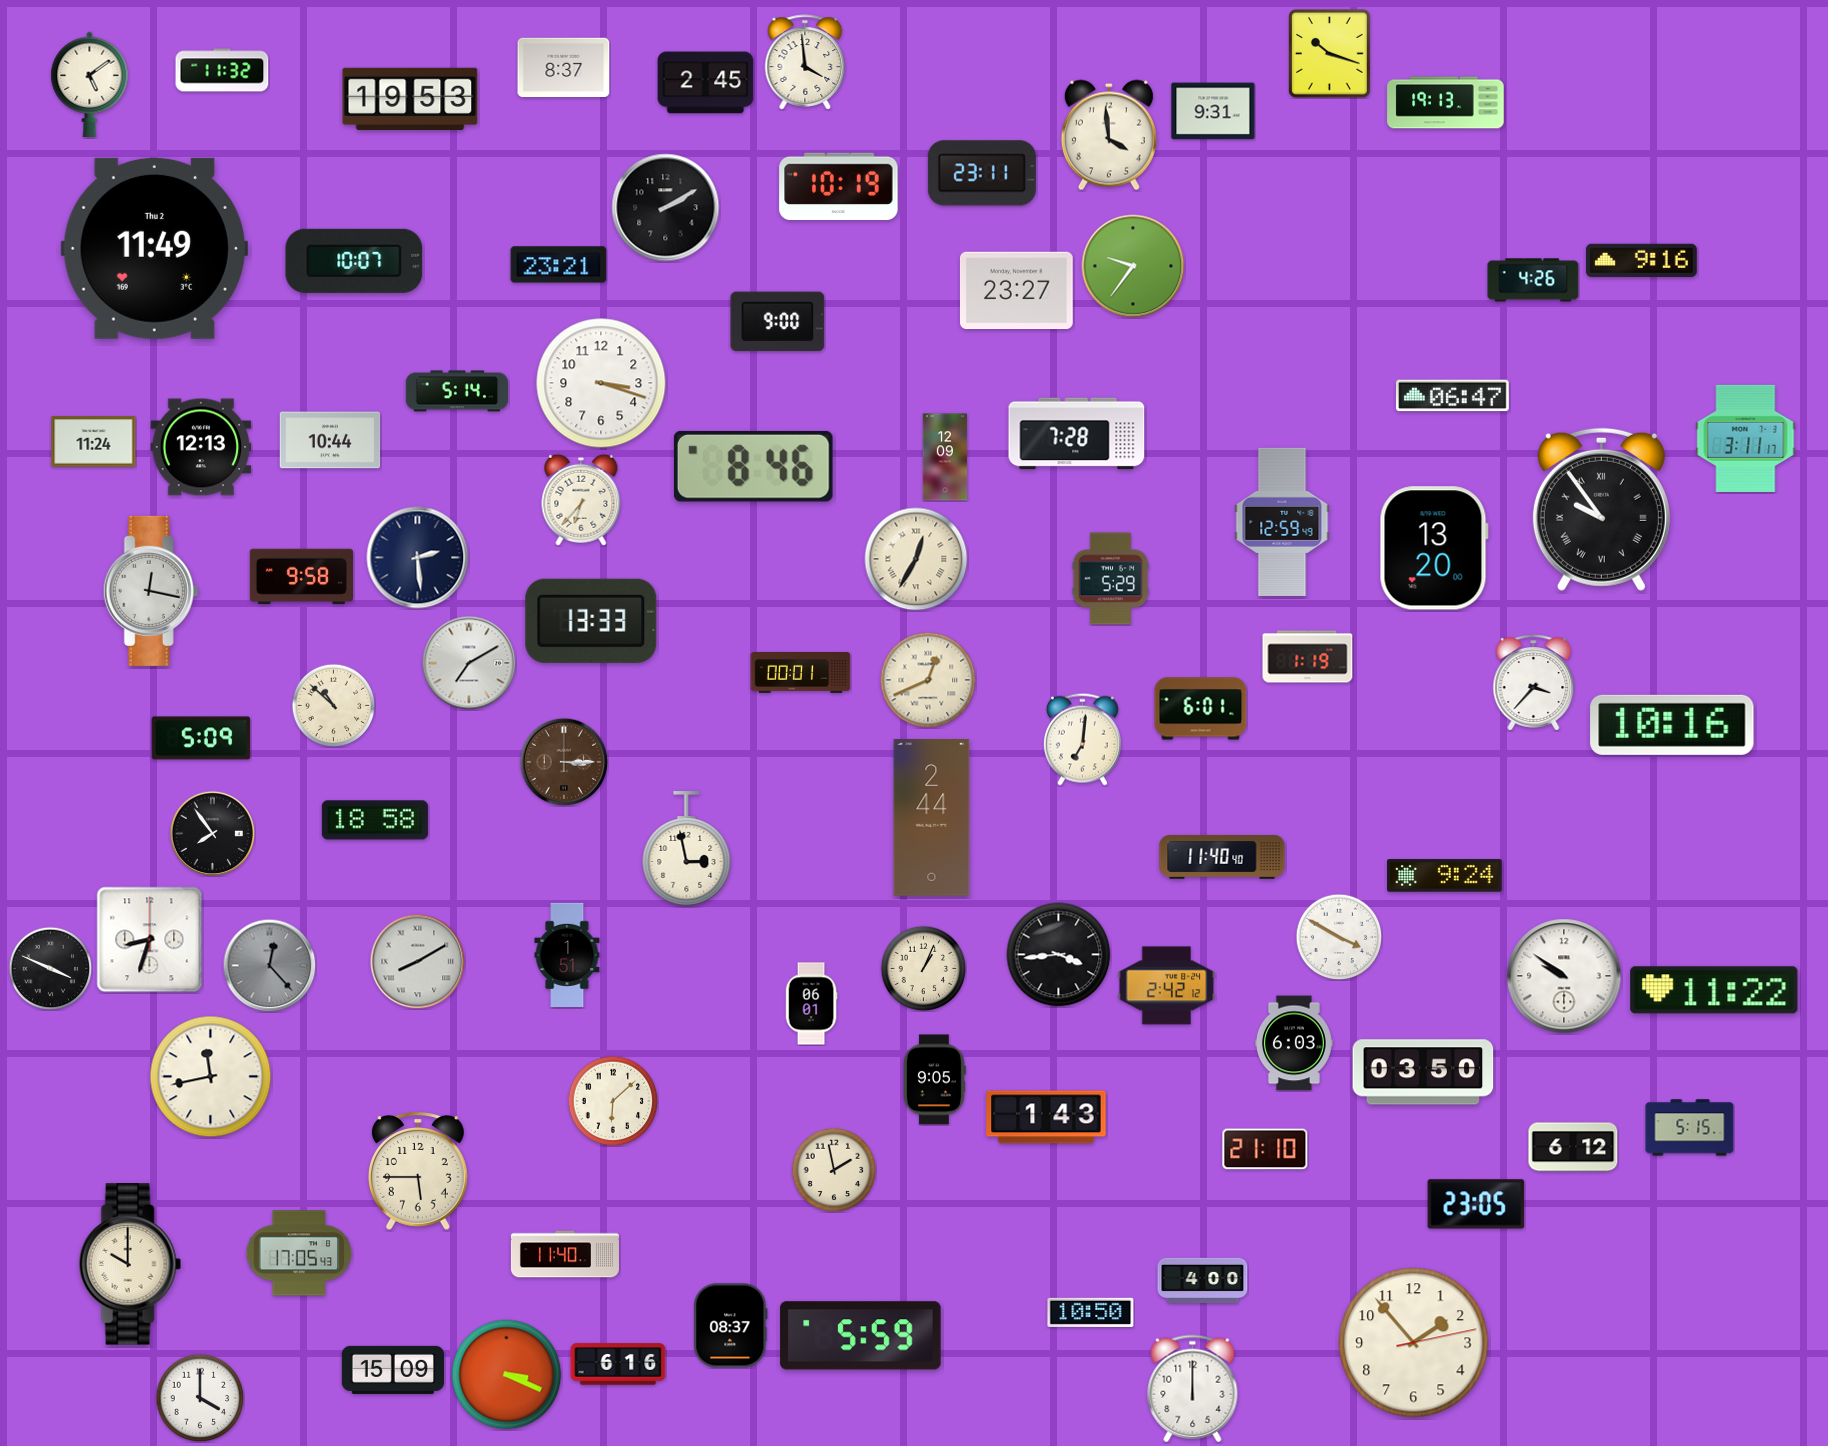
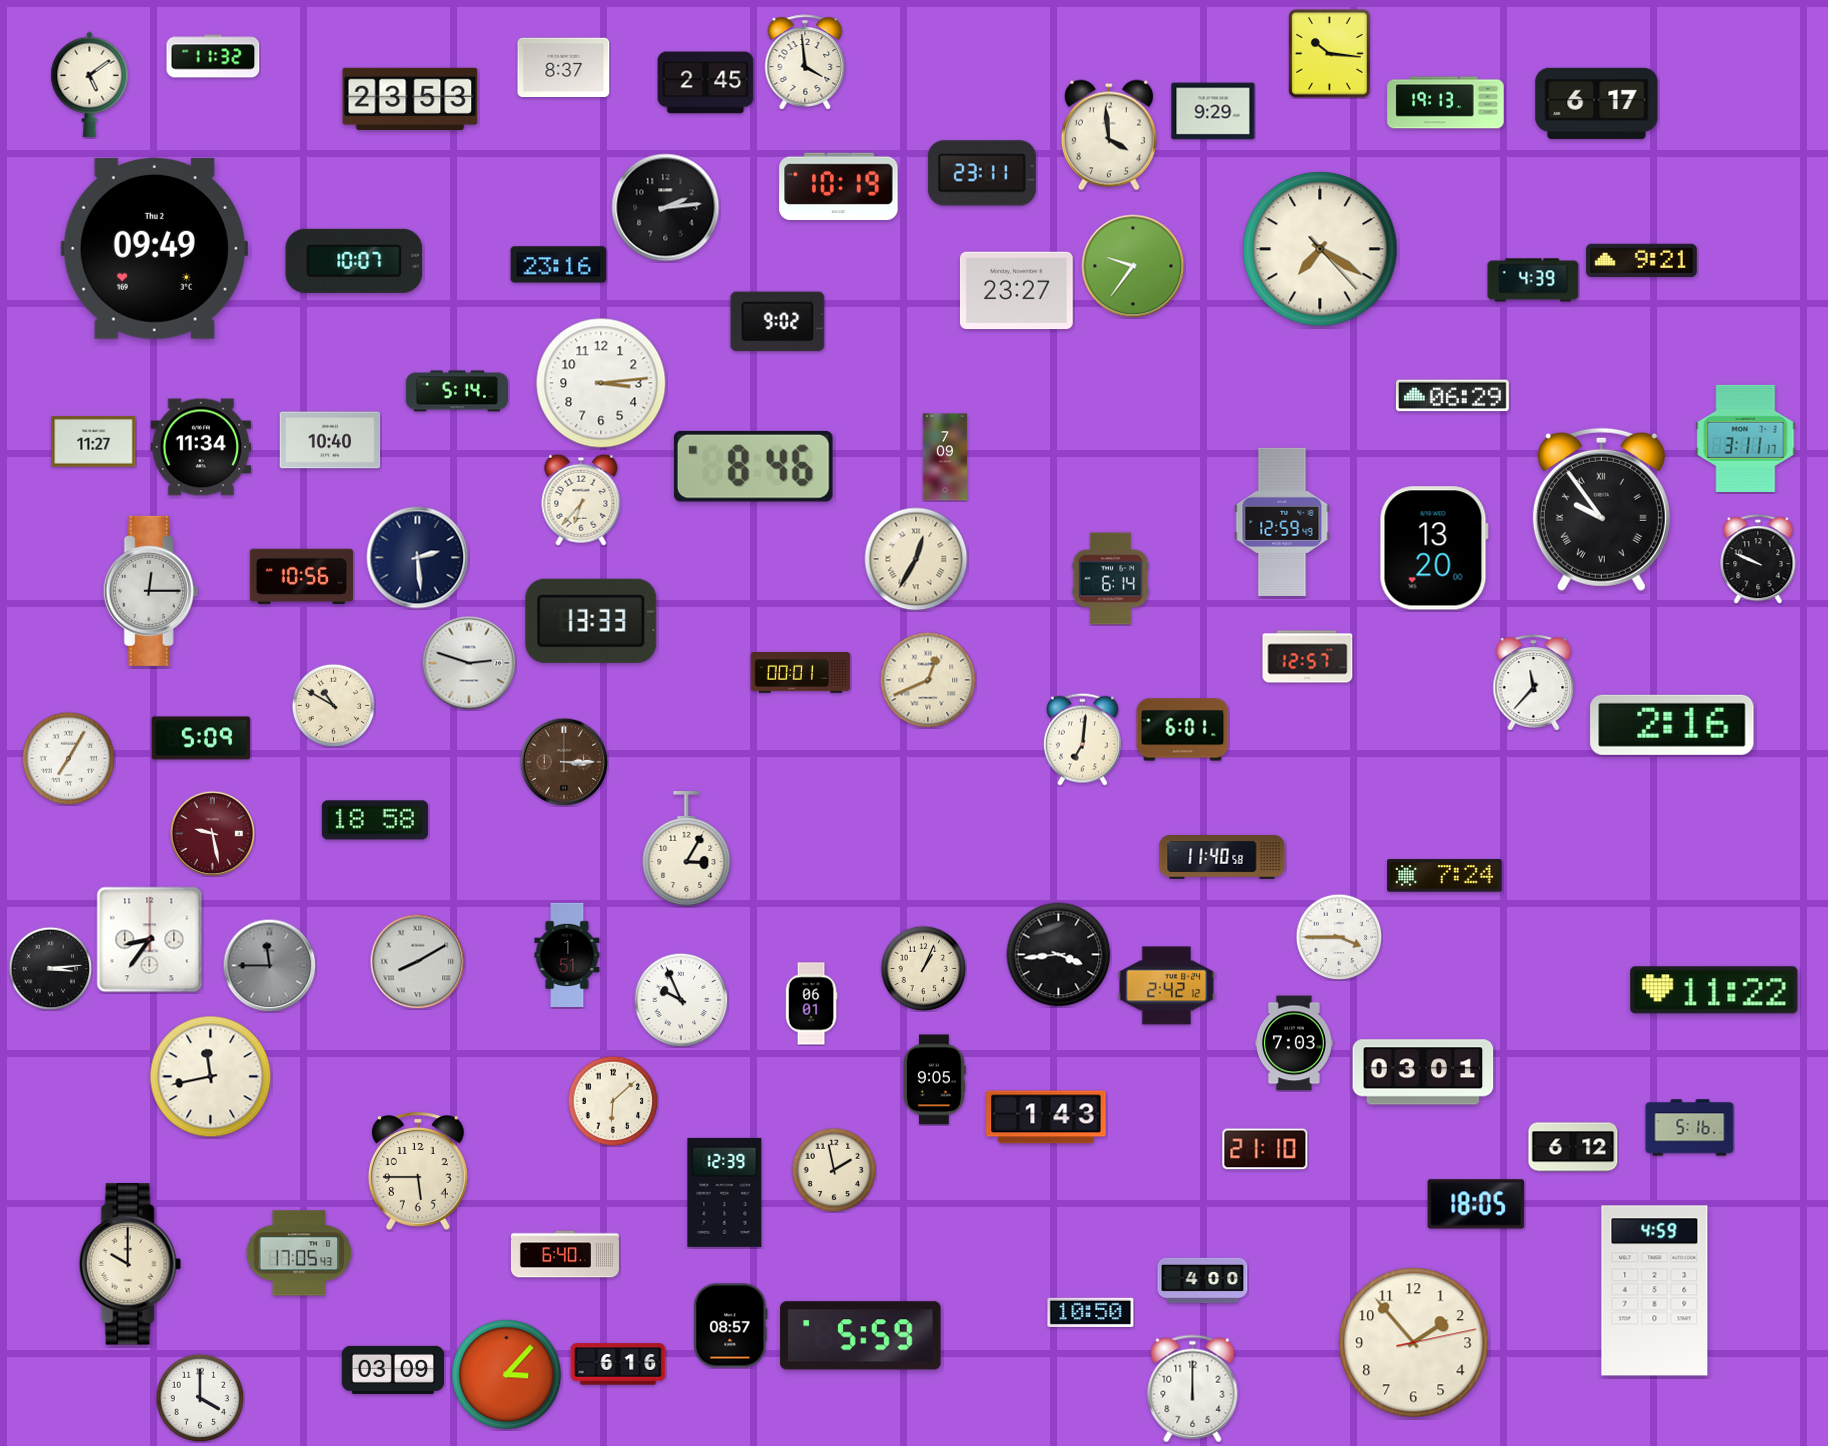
clock at (1330, 54): 10:18 -> 10:16
clock at (222, 70) position: (222, 70) -> (213, 56)
clock at (410, 98): 19:53 -> 23:53
clock at (1597, 103): none -> 6:17
clock at (1213, 111): 9:31 -> 9:29
clock at (666, 208): 2:10 -> 2:14
clock at (154, 248): 11:49 -> 09:49
clock at (1320, 249): none -> 7:20
clock at (1641, 260): 9:16 -> 9:21
clock at (559, 265): 23:21 -> 23:16
clock at (1533, 280): 4:26 -> 4:39
clock at (778, 322): 9:00 -> 9:02
clock at (601, 383): 3:18 -> 3:14
clock at (1453, 396): 06:47 -> 06:29
clock at (1077, 434): 7:28 -> none
clock at (330, 440): 10:44 -> 10:40
clock at (94, 442): 11:24 -> 11:27
clock at (201, 447): 12:13 -> 11:34
clock at (945, 457): 12:09 -> 7:09
clock at (1758, 559): none -> 9:49
clock at (301, 577): 9:58 -> 10:56
clock at (1111, 579): 5:29 -> 6:14
clock at (151, 591): 12:17 -> 12:15
clock at (1308, 657): 1:19 -> 12:57
clock at (469, 663): 7:10 -> 2:48
clock at (1534, 683): 3:37 -> 11:37
clock at (333, 705): 10:52 -> 10:50
clock at (1201, 709) position: (1201, 709) -> (1183, 730)
clock at (1672, 725): 10:16 -> 2:16
clock at (68, 758): none -> 7:05
clock at (932, 818): 2:44 -> none
clock at (212, 833): 7:54 -> 9:28
clock at (212, 833) dial: black -> burgundy
clock at (687, 849): 2:58 -> 3:05
clock at (1222, 857): 11:40:40 -> 11:40:58
clock at (1445, 876): 9:24 -> 7:24
clock at (1339, 937): 3:50 -> 3:45
clock at (150, 940): 8:33 -> 8:36
clock at (269, 965): 12:23 -> 11:45
clock at (50, 968): 3:49 -> 3:14
clock at (1564, 976): 9:51 -> none
clock at (681, 1000): none -> 9:56
clock at (1295, 1043): 6:03 -> 7:03
clock at (1423, 1072): 03:50 -> 03:01
clock at (1690, 1128): 5:15 -> 5:16
clock at (725, 1192): none -> 12:39
clock at (1476, 1204): 23:05 -> 18:05
clock at (565, 1254): 11:40 -> 6:40
clock at (1655, 1291): none -> 4:59
clock at (731, 1326): 08:37 -> 08:57
clock at (393, 1370): 15:09 -> 03:09
clock at (507, 1375): 3:19 -> 3:07
